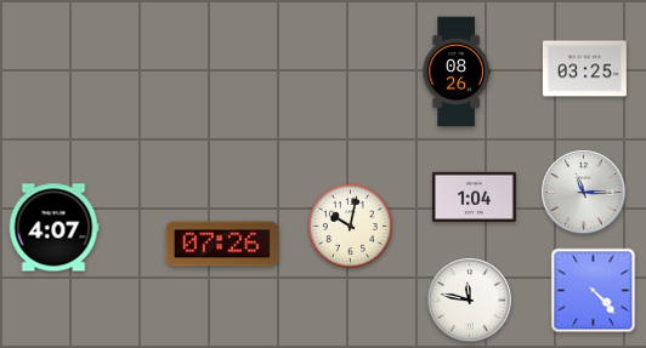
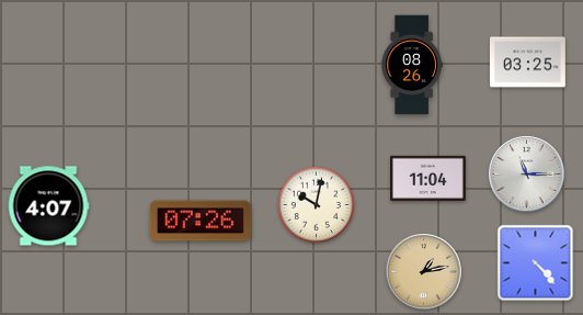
clock at (475, 196): 1:04 -> 11:04
clock at (470, 301): 11:47 -> 1:13
clock at (470, 301) dial: white -> champagne
